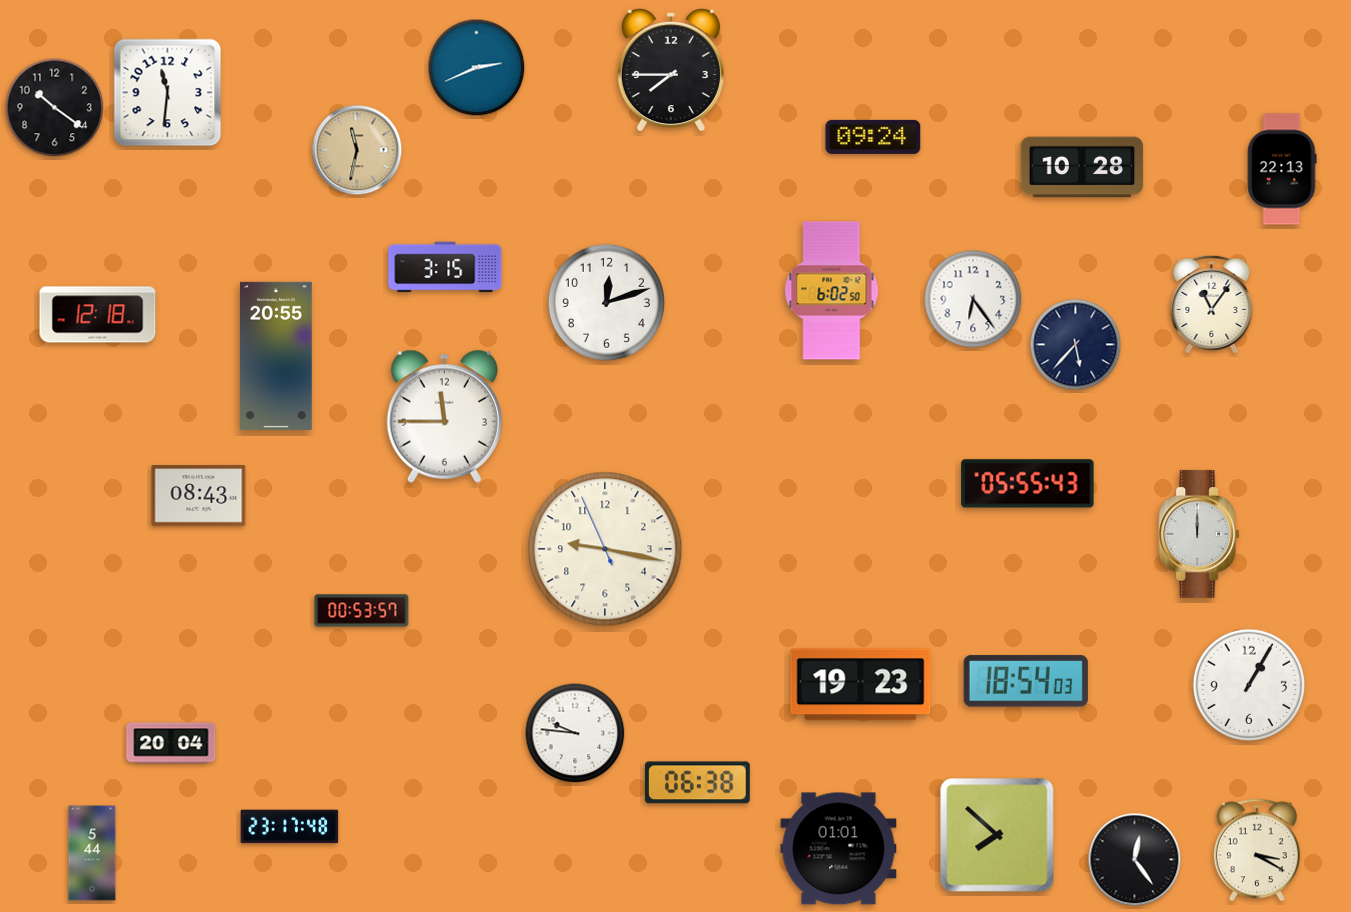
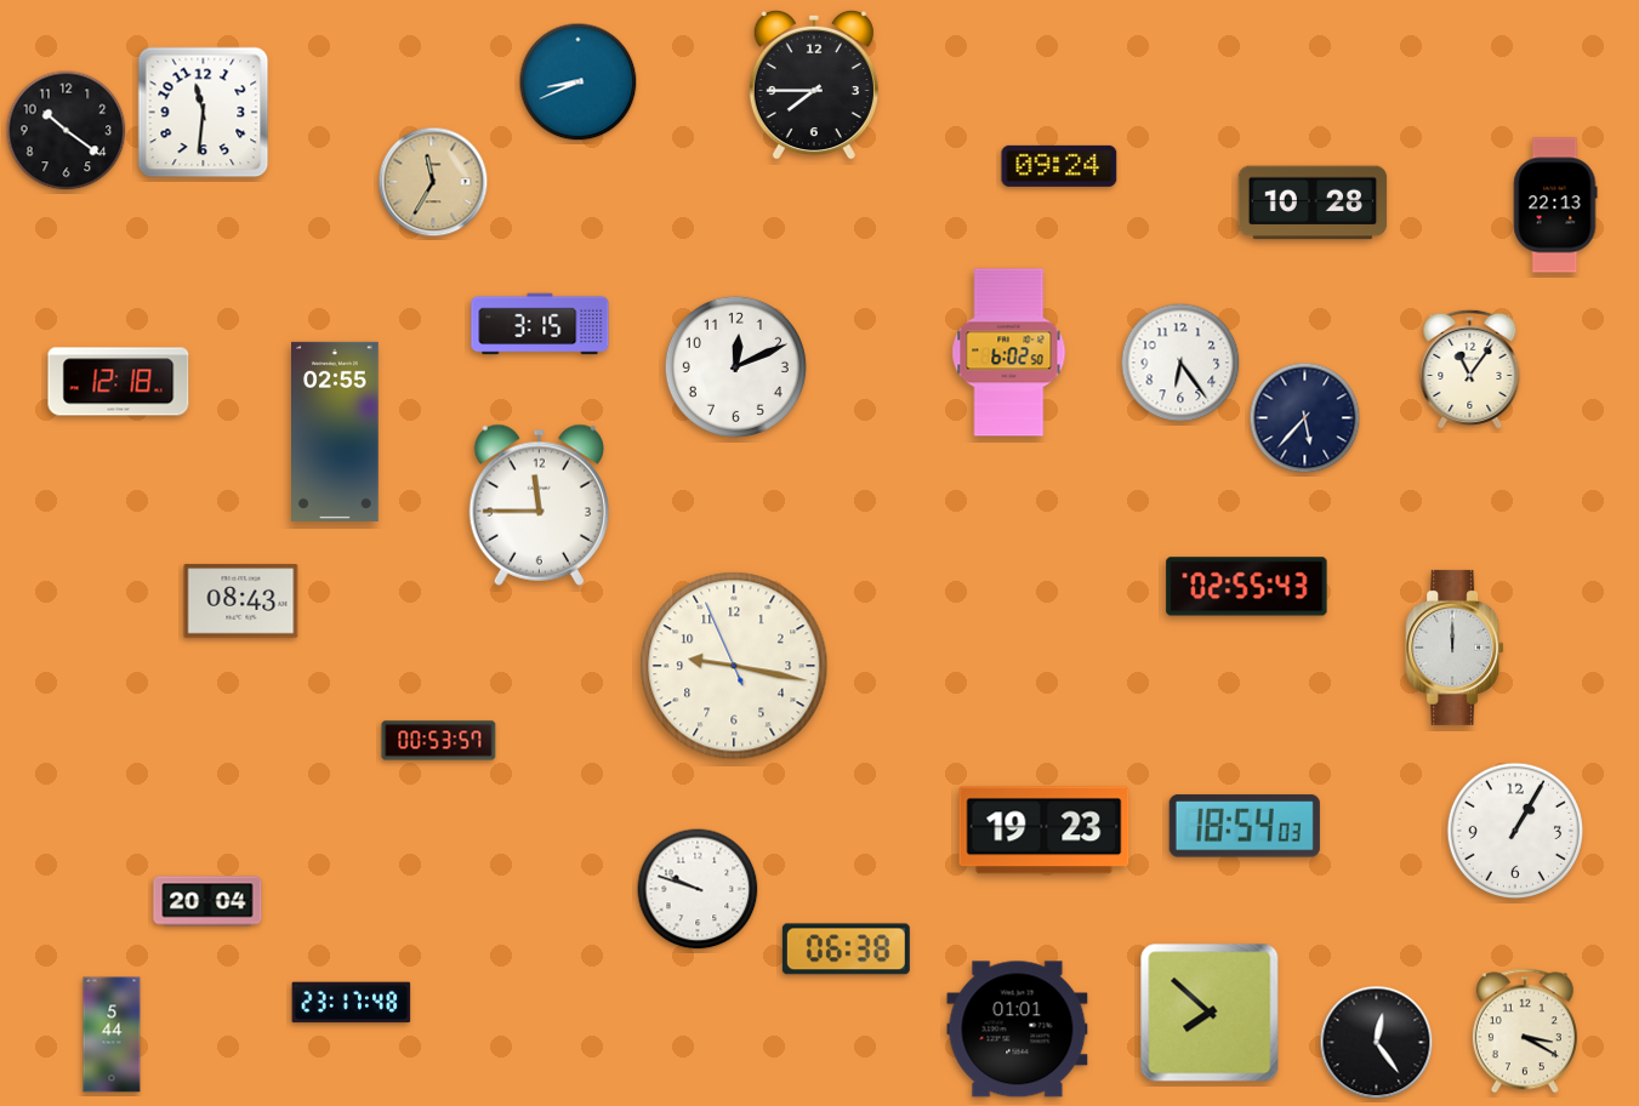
clock at (477, 68): 2:41 -> 8:41
clock at (357, 150): 11:32 -> 11:35
clock at (606, 302): 12:12 -> 12:11
clock at (277, 356): 20:55 -> 02:55
clock at (1028, 484): 05:55 -> 02:55
clock at (575, 733): 9:46 -> 9:48
